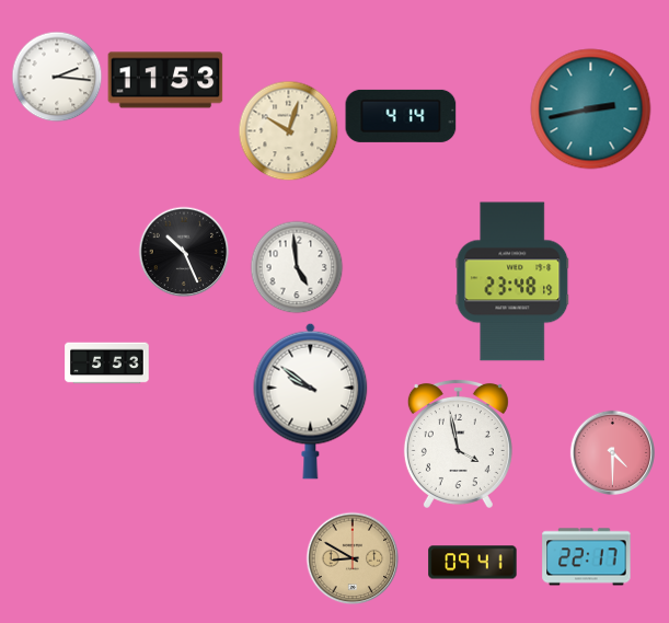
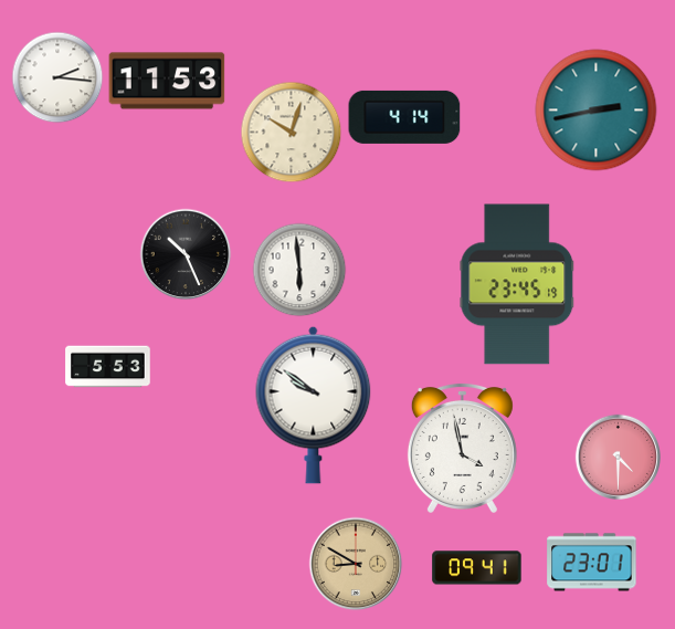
clock at (297, 267): 4:59 -> 5:59
clock at (512, 281): 23:48 -> 23:45
clock at (587, 557): 22:17 -> 23:01
